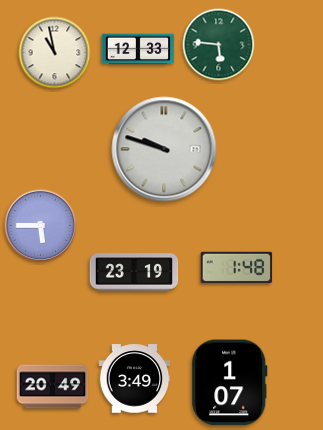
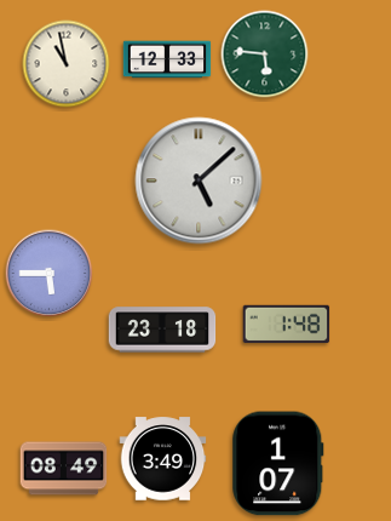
clock at (164, 149): 9:48 -> 5:08
clock at (134, 272): 23:19 -> 23:18
clock at (53, 387): 20:49 -> 08:49
